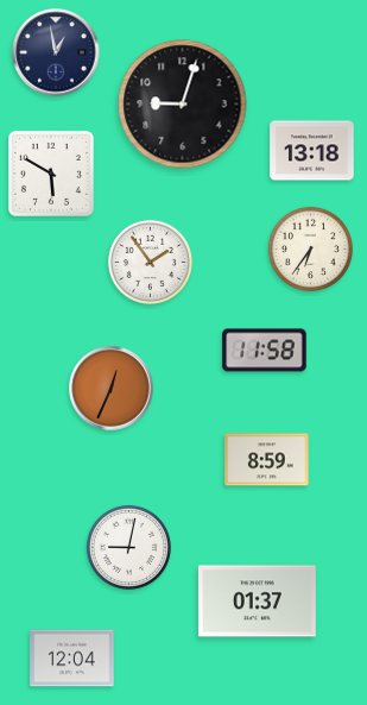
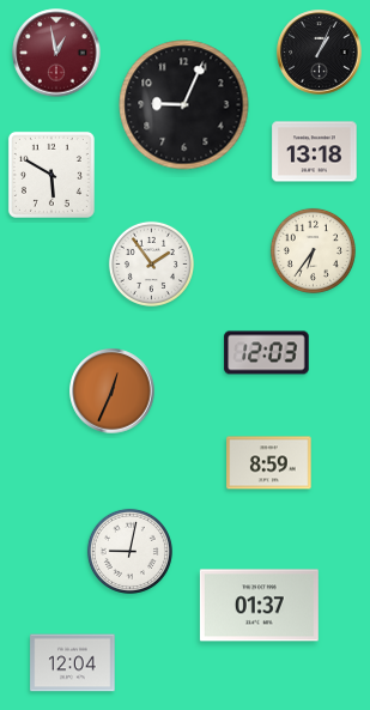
clock at (56, 52) dial: navy -> burgundy
clock at (320, 53): none -> 1:04
clock at (183, 105): 9:03 -> 9:04
clock at (265, 351): 11:58 -> 12:03
